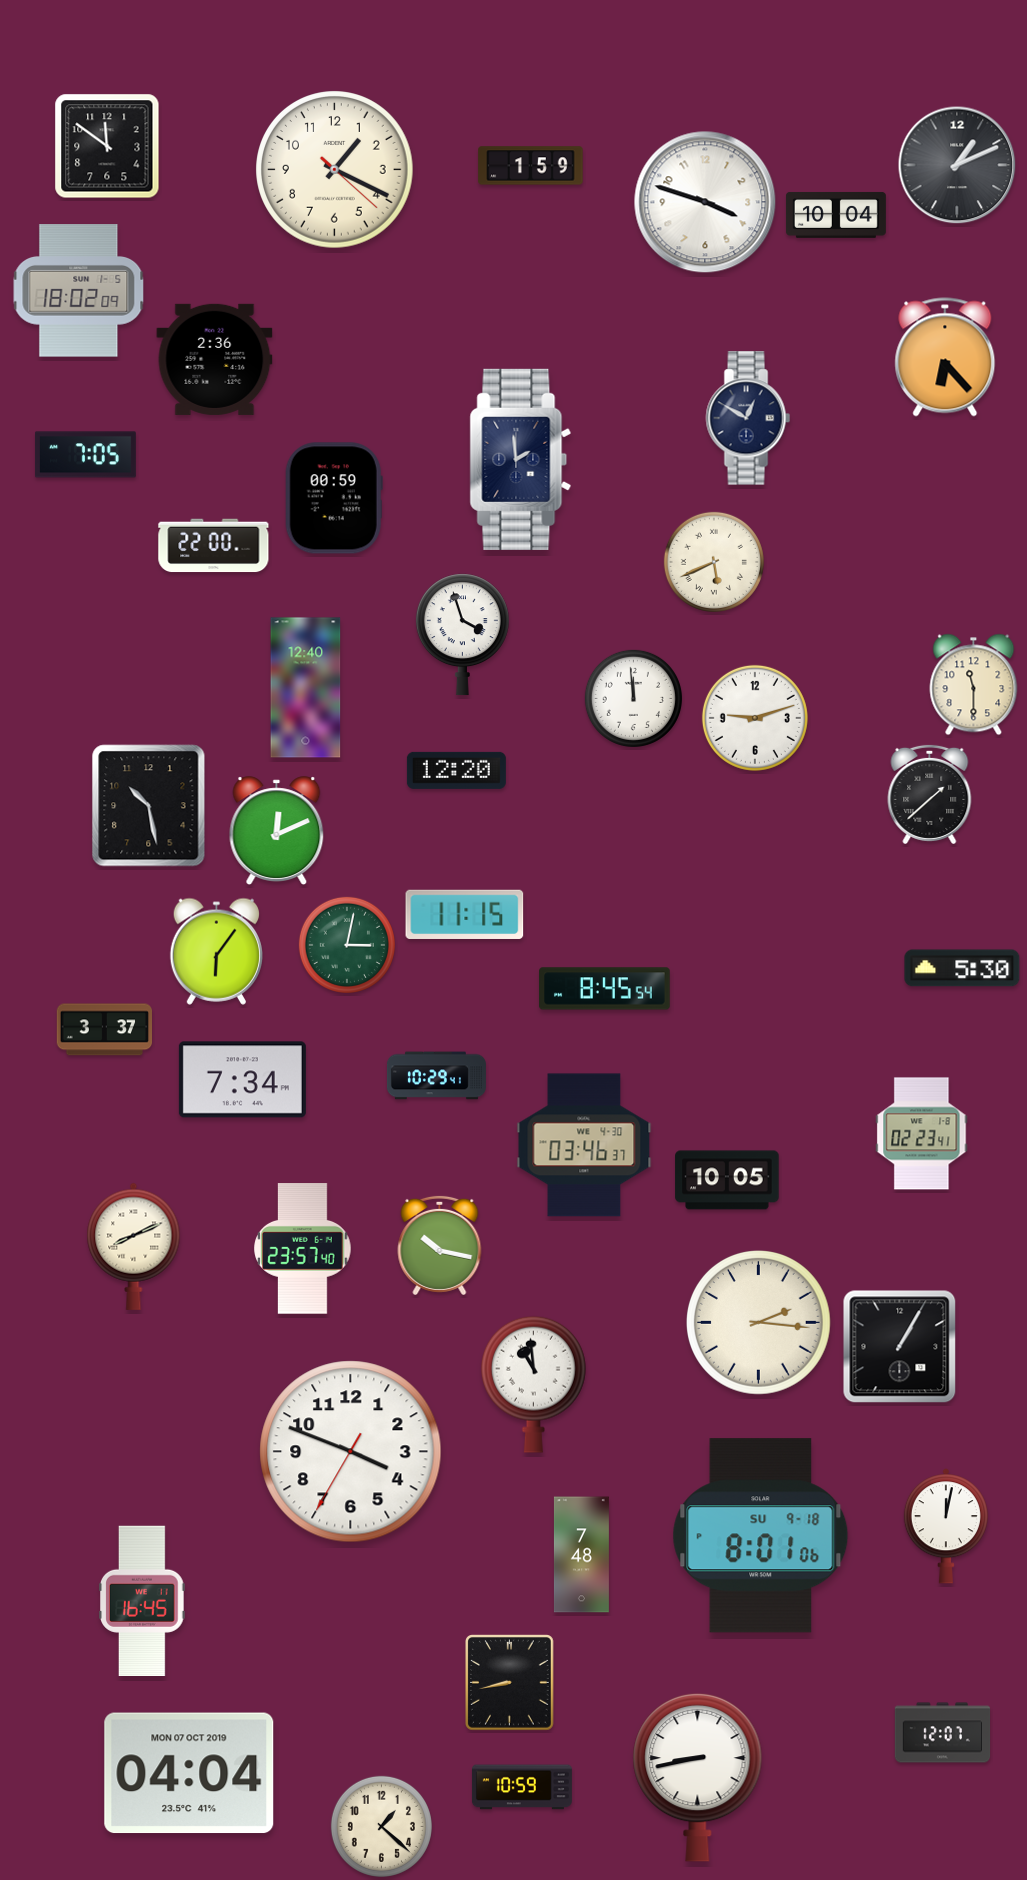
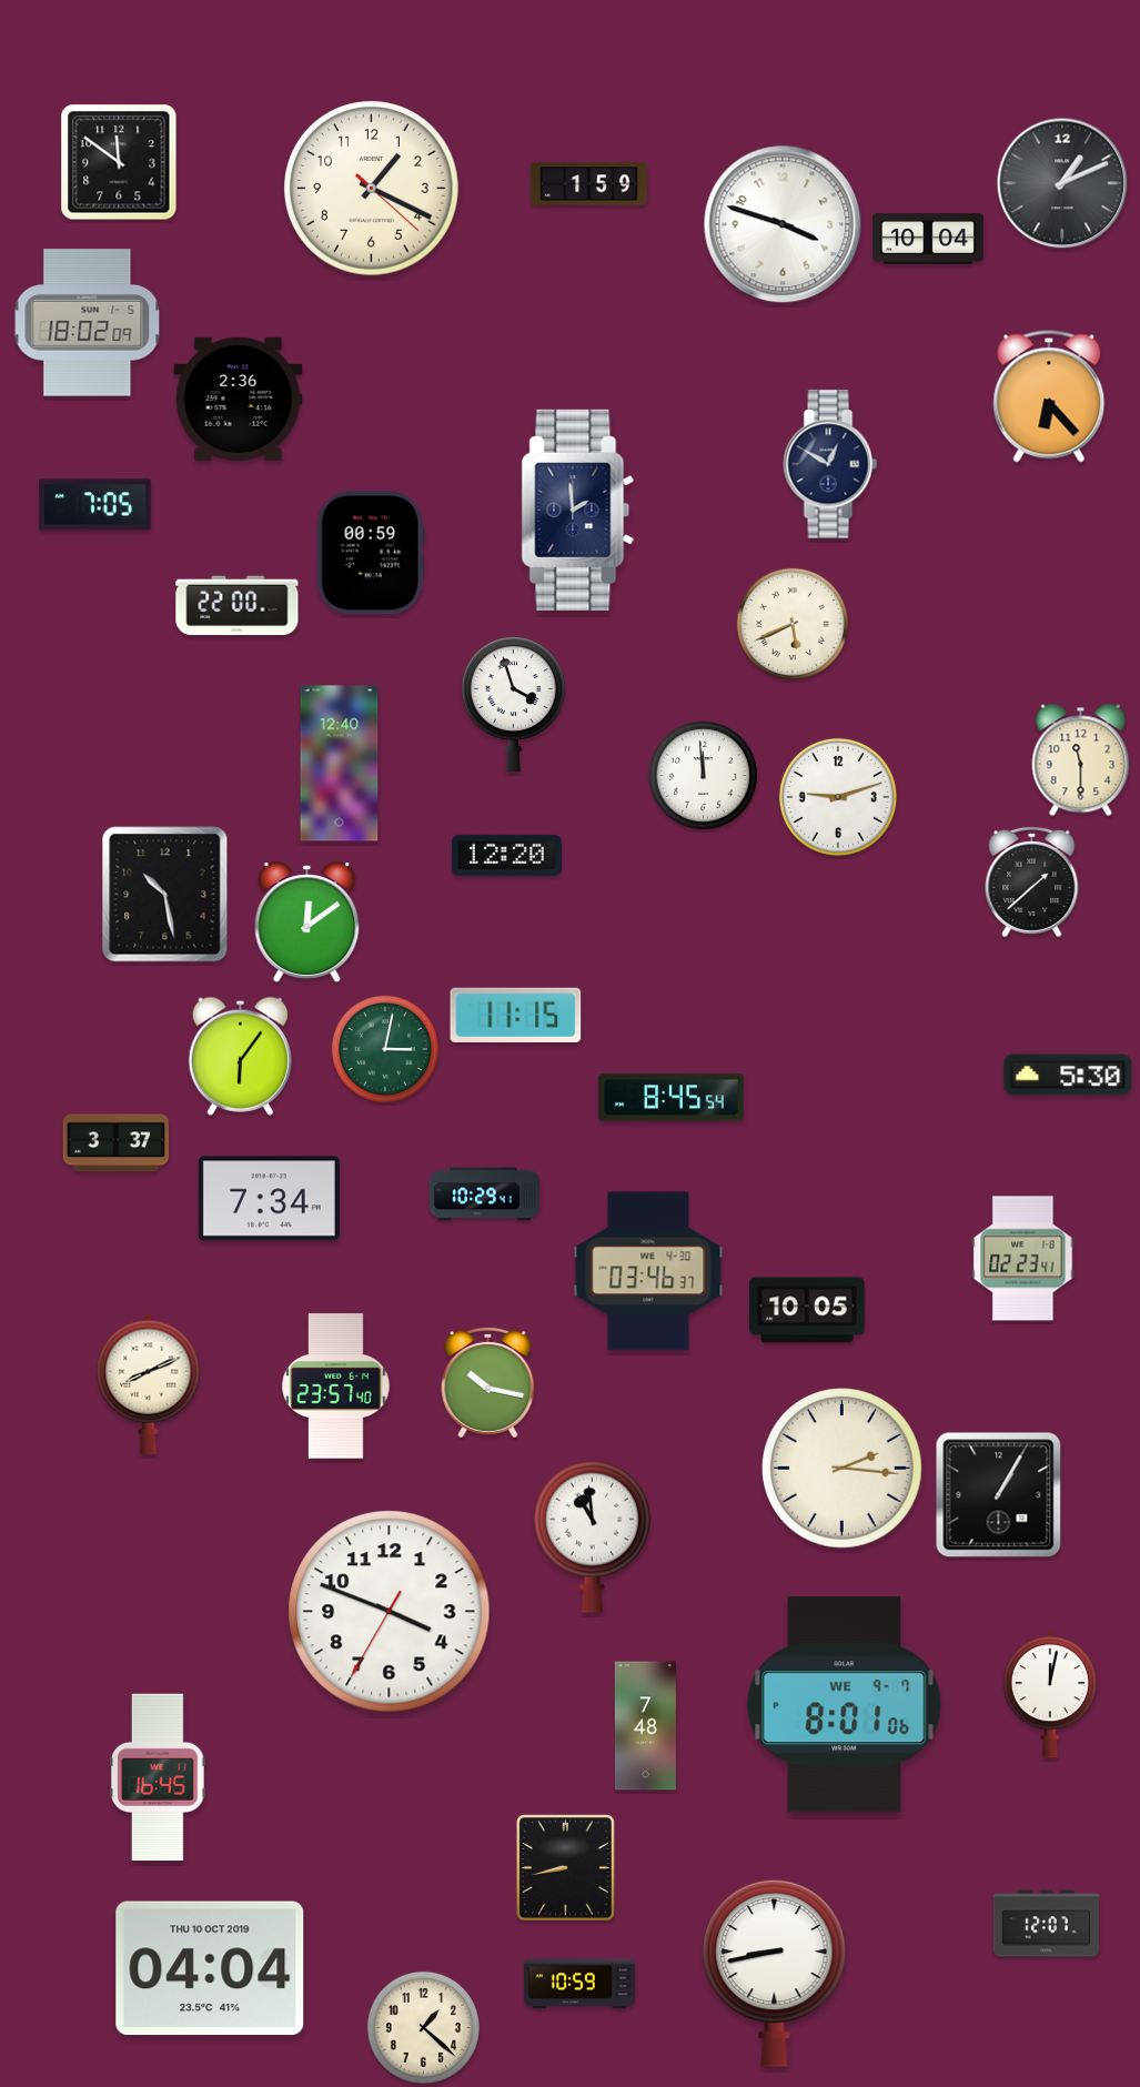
clock at (277, 830): 12:11 -> 12:09
clock at (761, 1536) date: SU 9-18 -> WE 9-7
clock at (189, 1773) date: MON 07 OCT 2019 -> THU 10 OCT 2019
